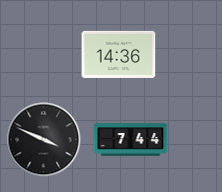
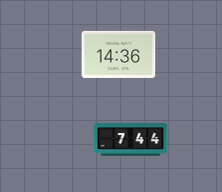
clock at (44, 140): 3:49 -> none
